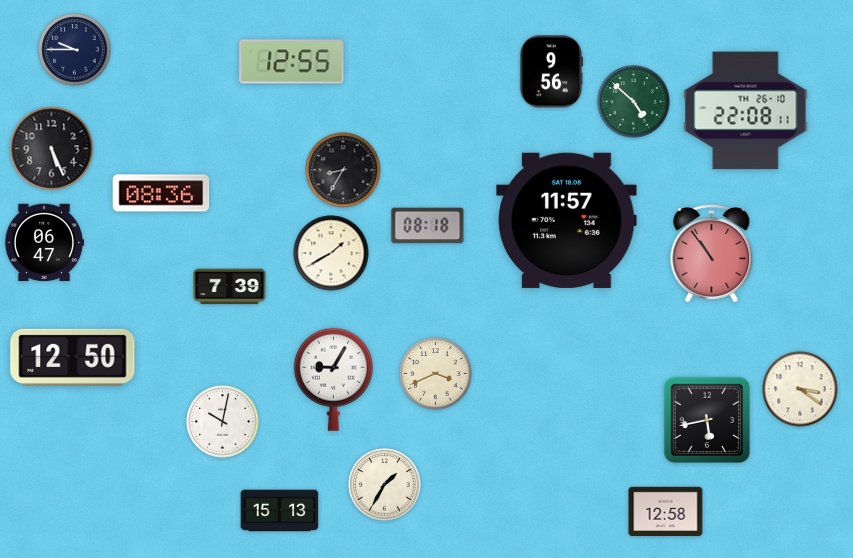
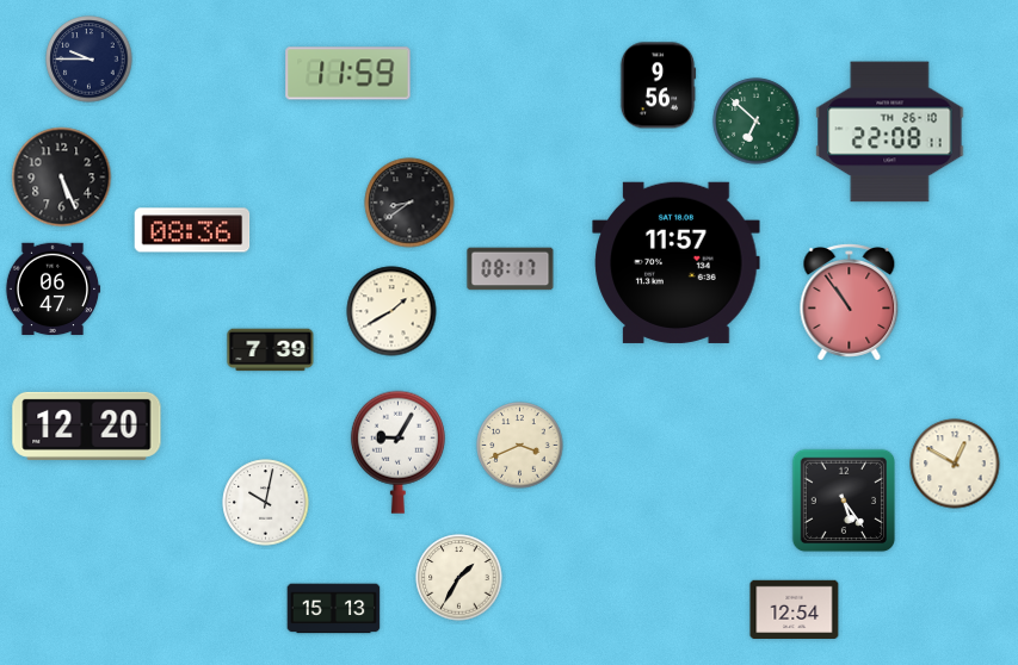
clock at (292, 62): 12:55 -> 11:59
clock at (634, 102): 4:52 -> 6:52
clock at (343, 170): 8:35 -> 8:39
clock at (428, 226): 08:18 -> 08:17
clock at (331, 253) position: (331, 253) -> (391, 311)
clock at (230, 287) position: (230, 287) -> (271, 350)
clock at (73, 357): 12:50 -> 12:20
clock at (800, 389): 3:21 -> 12:50
clock at (707, 420): 5:43 -> 5:24
clock at (666, 511): 12:58 -> 12:54
